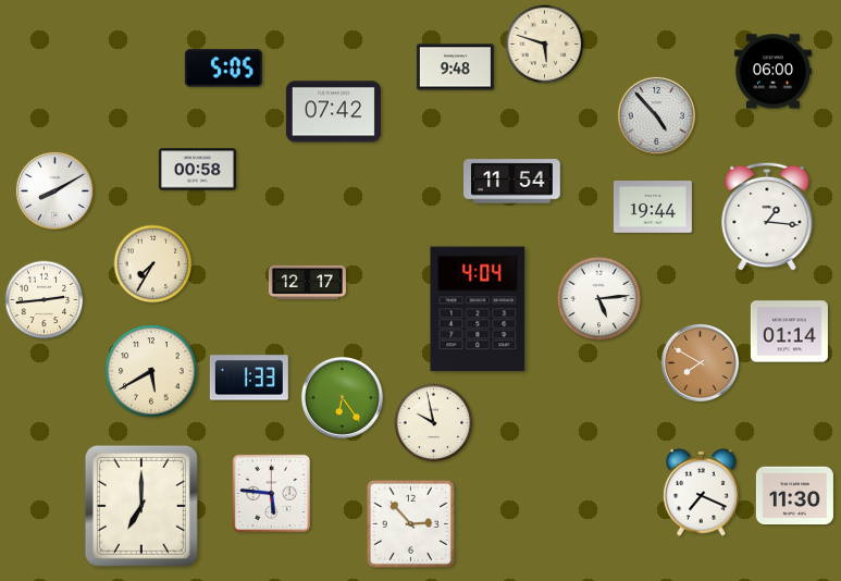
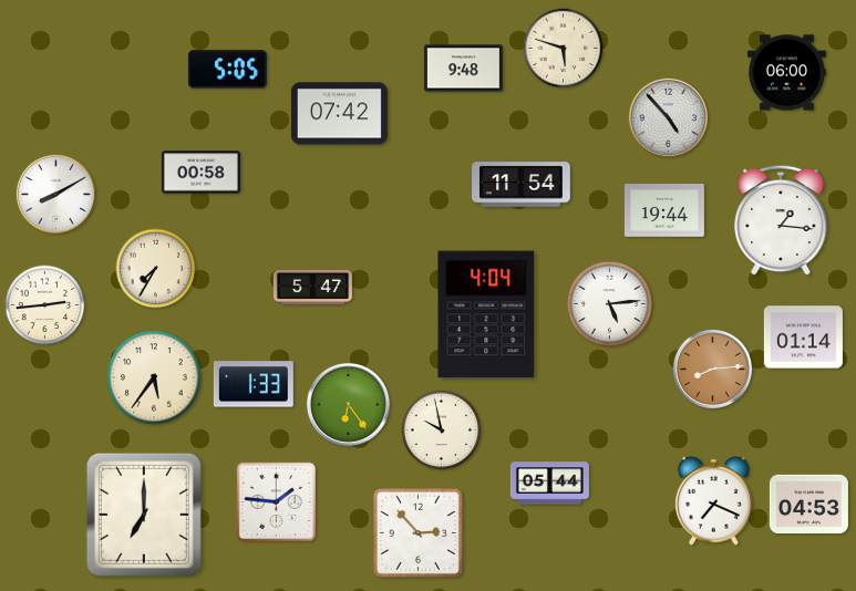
clock at (545, 45) position: (545, 45) -> (564, 49)
clock at (307, 282): 12:17 -> 5:47
clock at (700, 362): 7:50 -> 8:14
clock at (151, 371): 5:40 -> 5:36
clock at (549, 484): none -> 05:44
clock at (271, 493): 5:46 -> 1:46
clock at (794, 496): 11:30 -> 04:53
